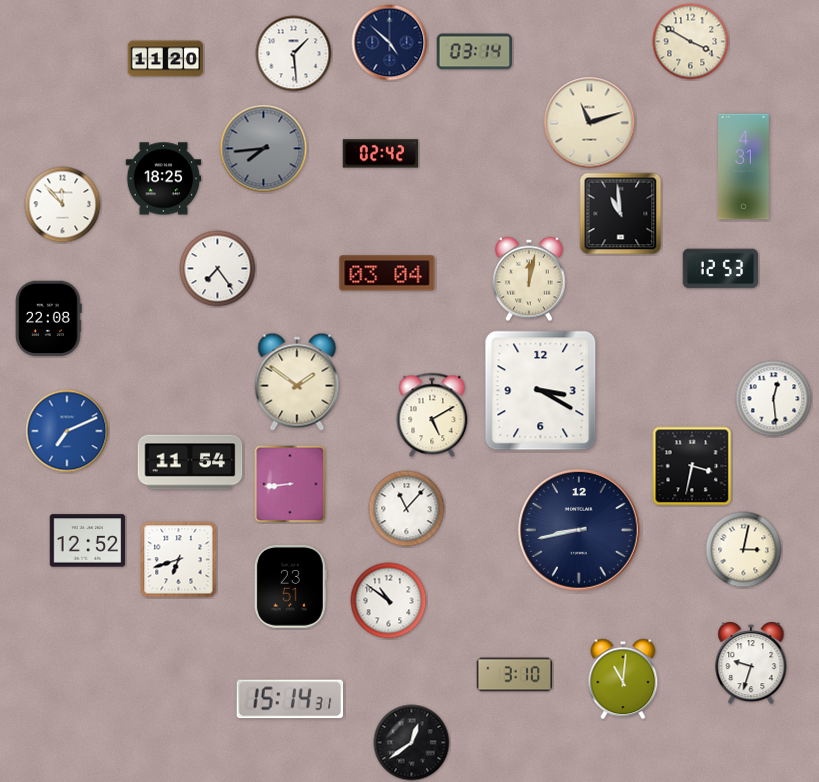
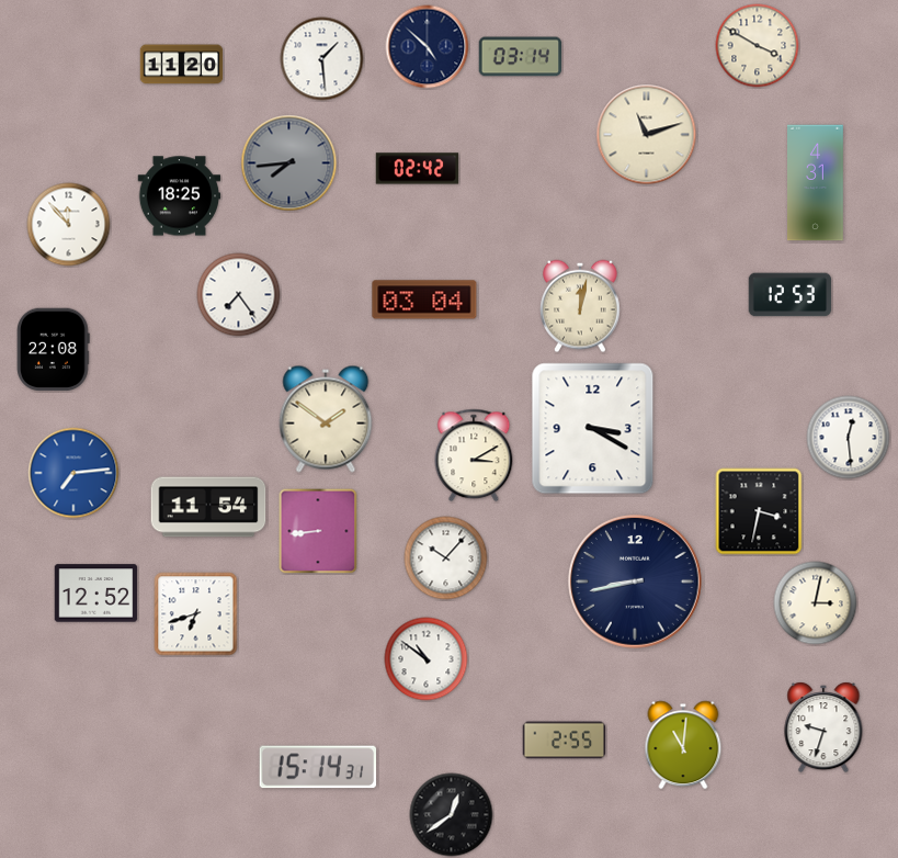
clock at (621, 214): 10:59 -> none
clock at (432, 415): 5:10 -> 3:10
clock at (67, 431): 7:11 -> 7:14
clock at (407, 509): 11:07 -> 10:07
clock at (290, 587): 23:51 -> none
clock at (515, 675): 3:10 -> 2:55
